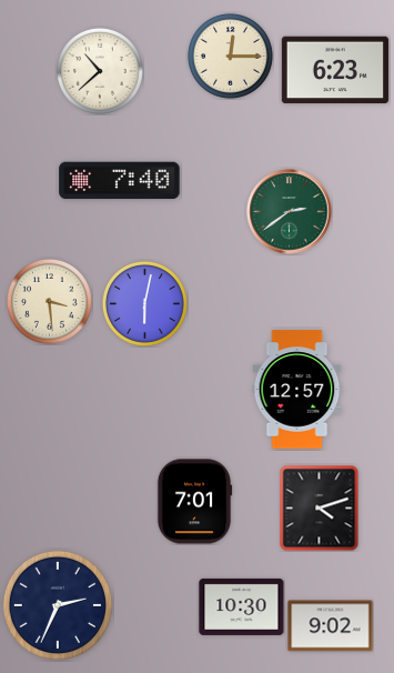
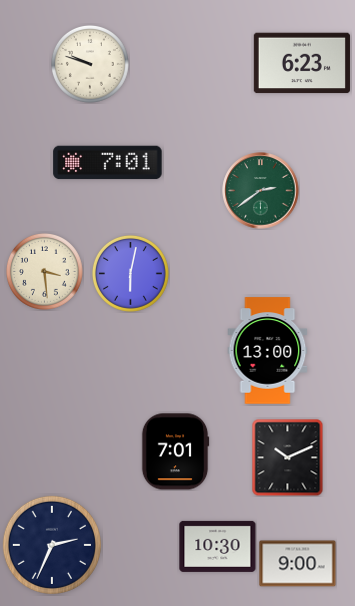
clock at (230, 56): 12:15 -> none
clock at (100, 71): 10:38 -> 9:48
clock at (120, 181): 7:40 -> 7:01
clock at (297, 390): 12:57 -> 13:00
clock at (320, 508): 4:12 -> 10:11
clock at (331, 626): 9:02 -> 9:00
